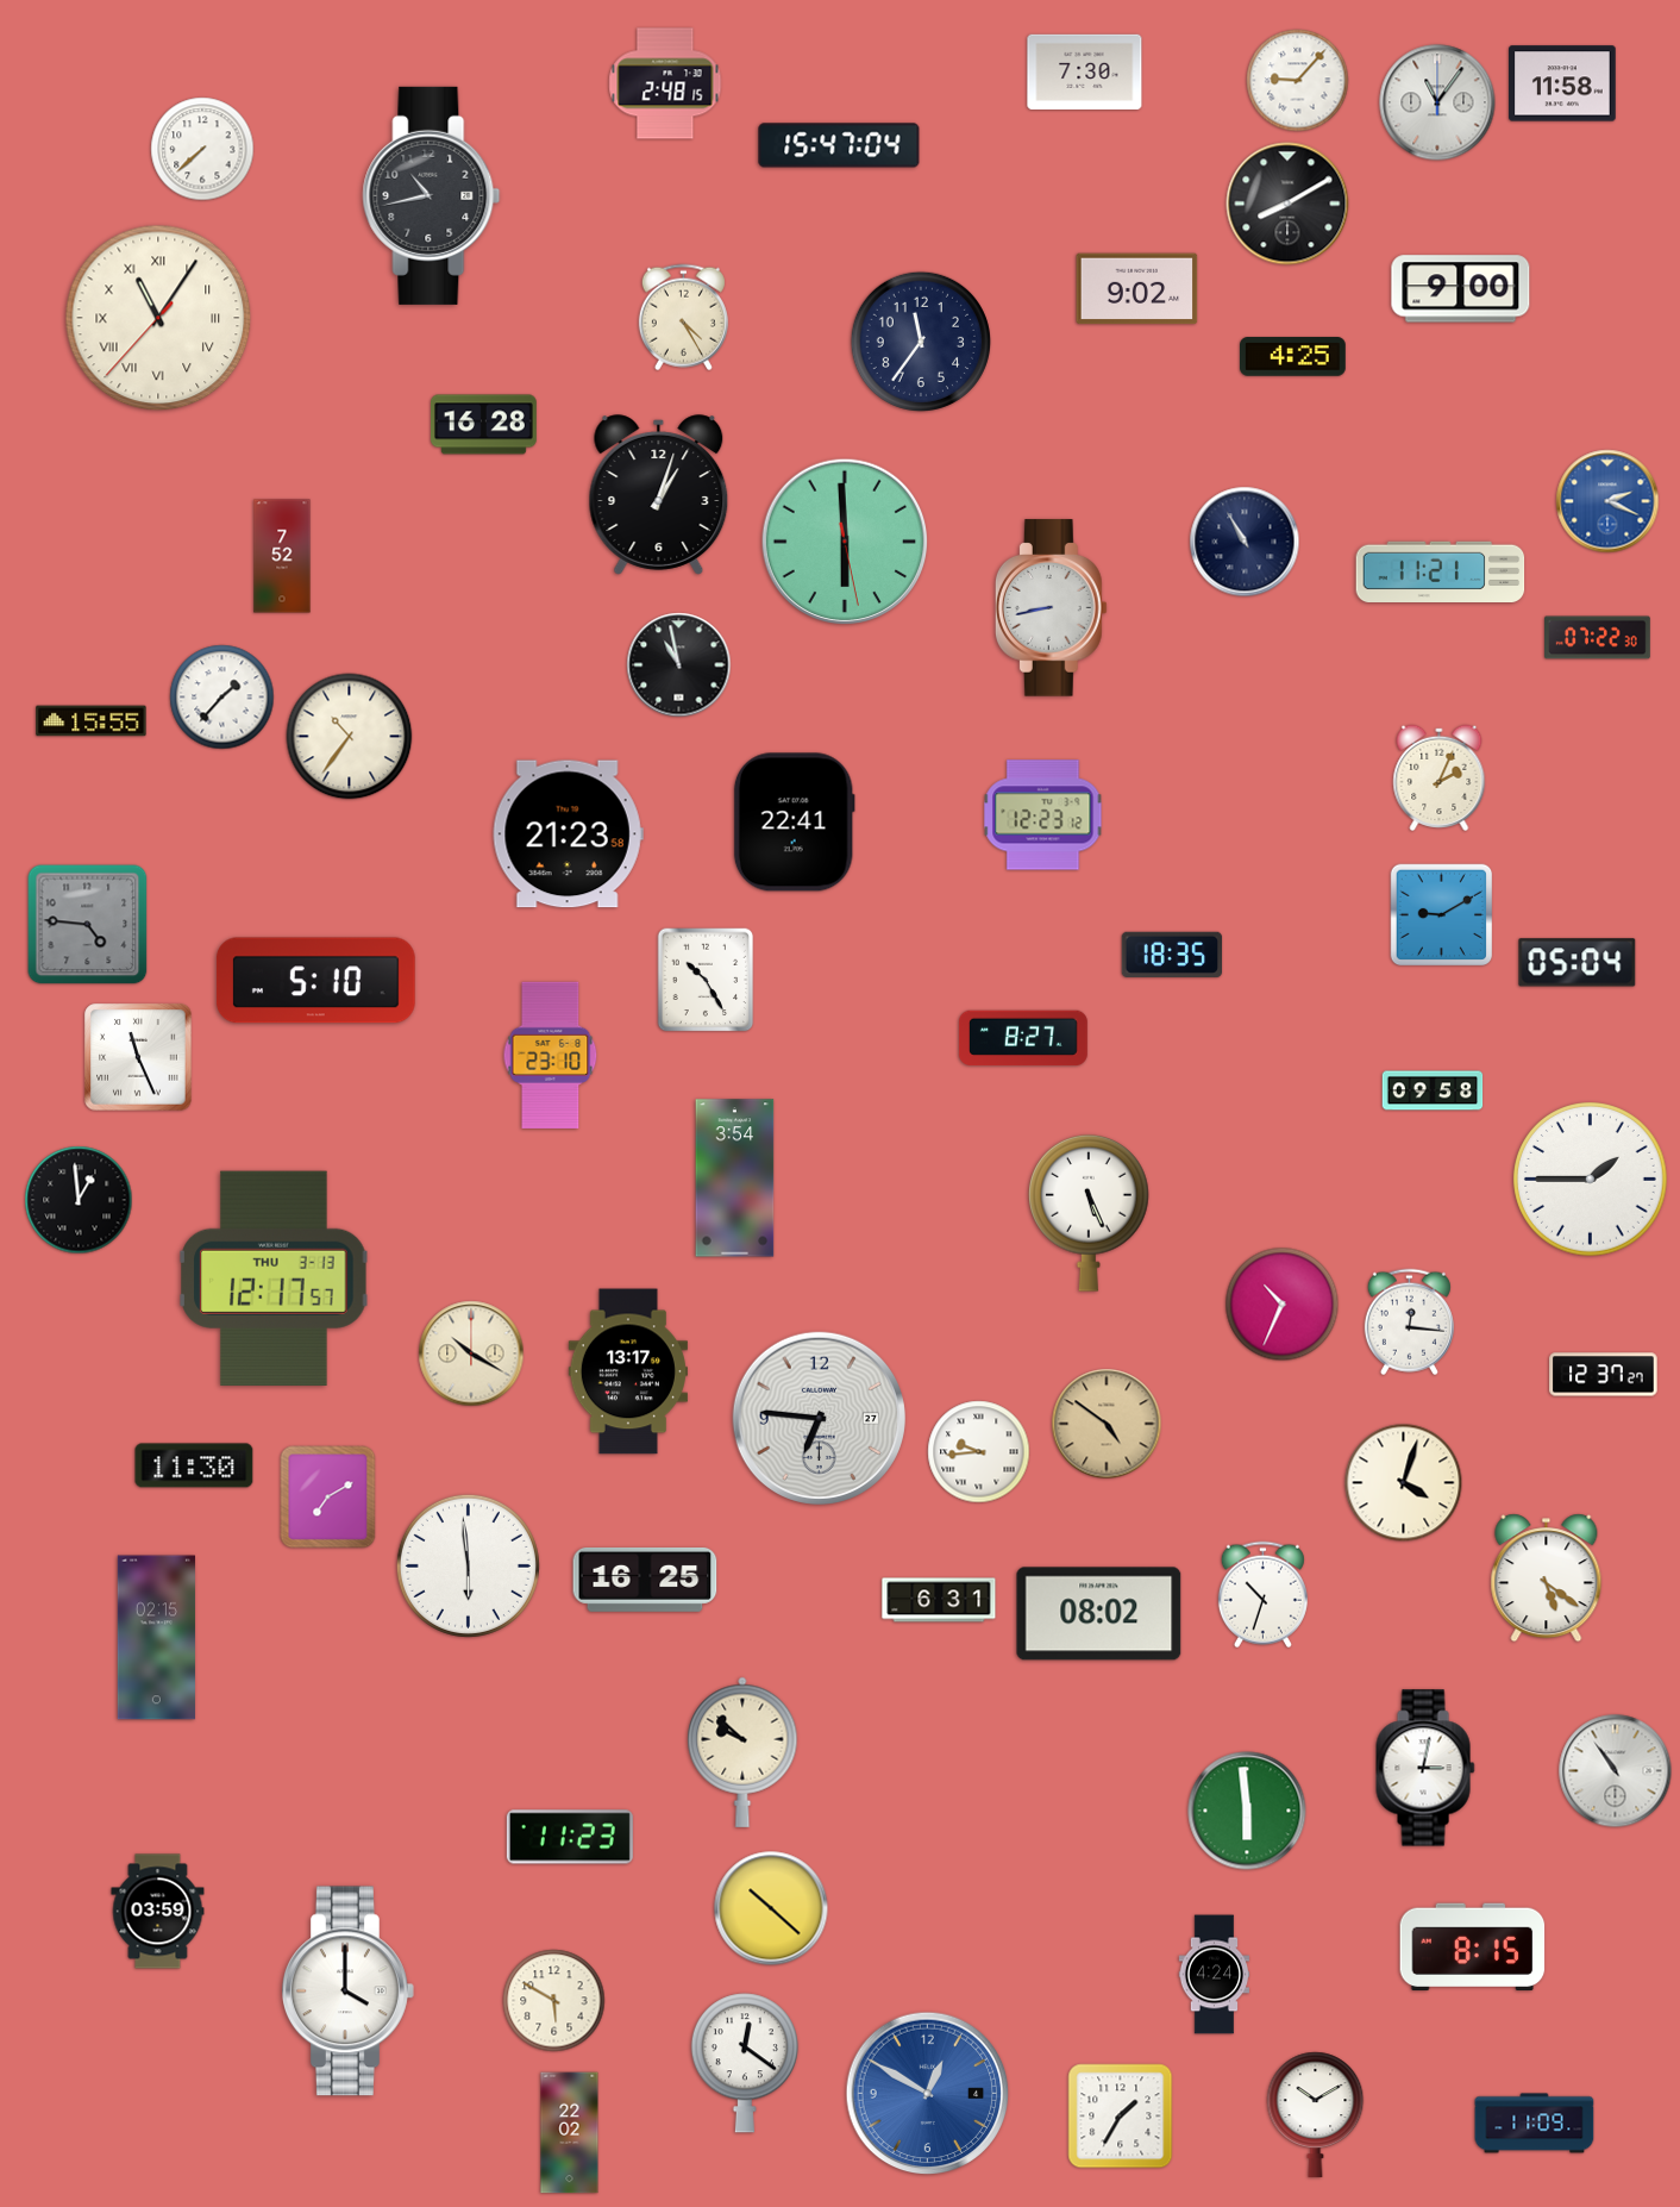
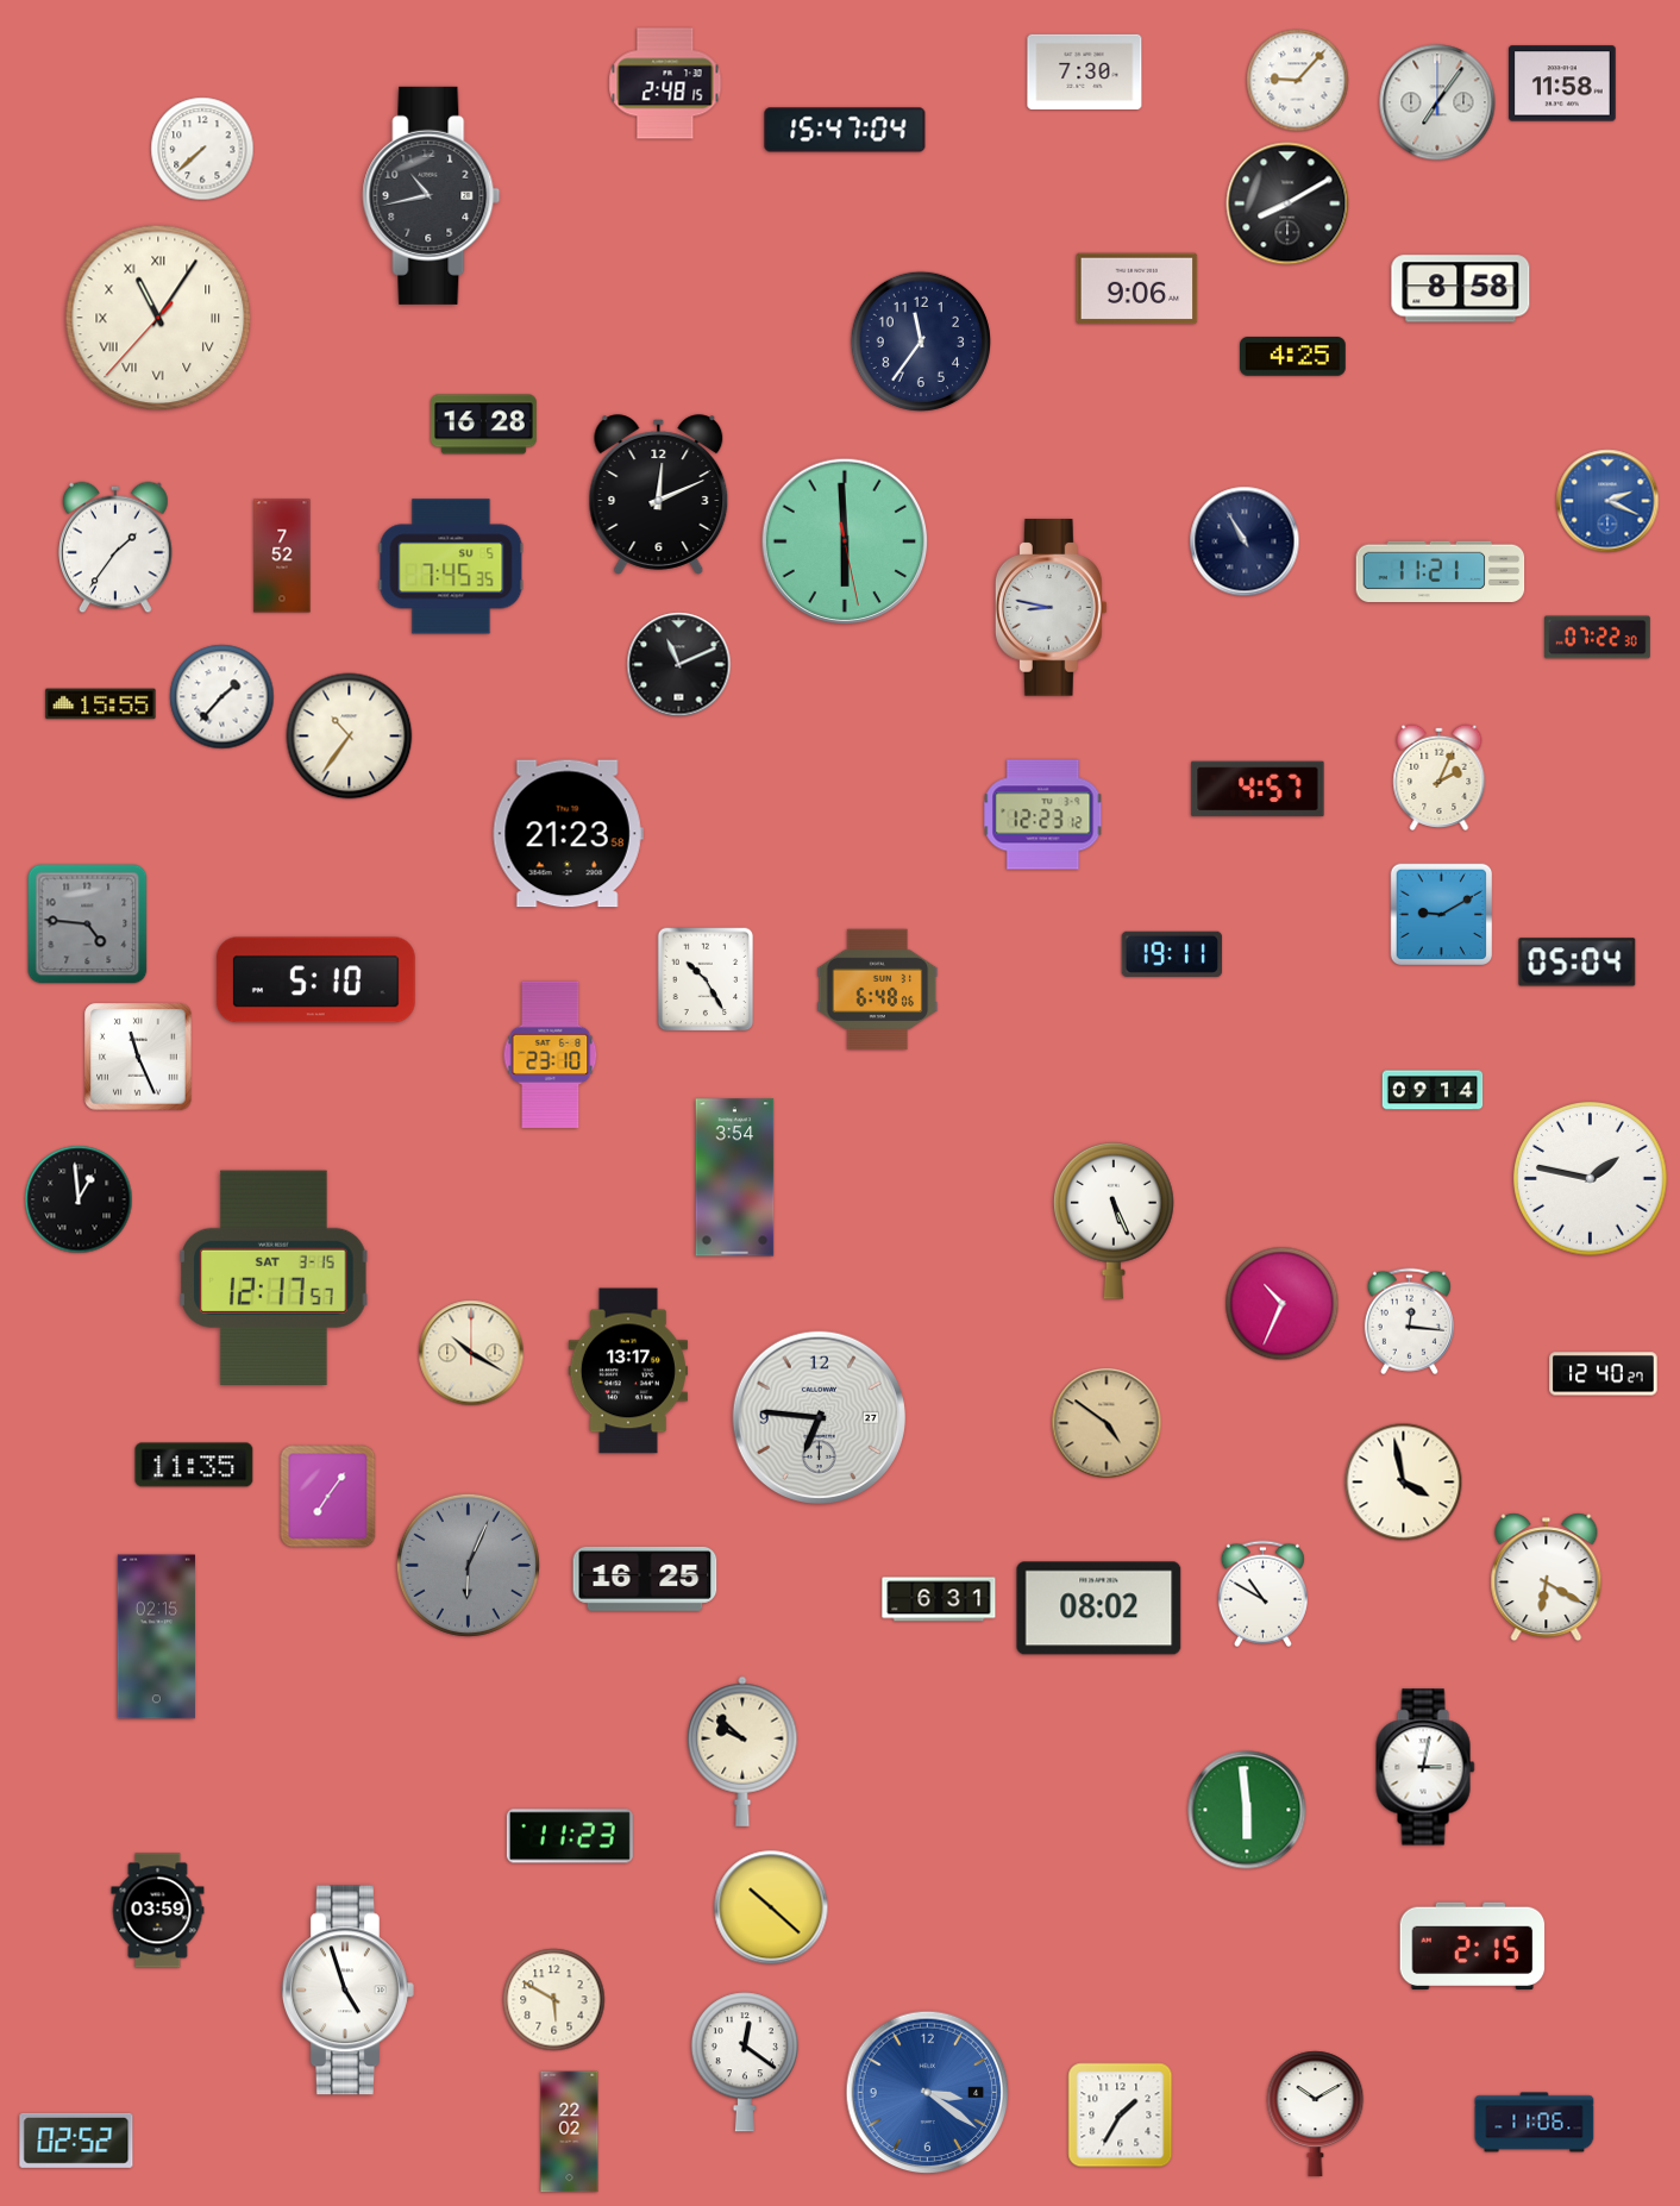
clock at (1437, 102): 11:06 -> 7:06
clock at (839, 145) position: (839, 145) -> (845, 130)
clock at (1137, 289): 9:02 -> 9:06
clock at (1461, 289): 9:00 -> 8:58
clock at (683, 318): 4:25 -> none
clock at (659, 495): 1:03 -> 12:11
clock at (117, 547): none -> 1:36
clock at (451, 566): none -> 7:45
clock at (1051, 608): 8:43 -> 8:47
clock at (679, 665): 10:58 -> 11:11
clock at (92, 721) position: (92, 721) -> (101, 704)
clock at (1258, 789): none -> 4:57
clock at (794, 823): 22:41 -> none
clock at (1172, 955): 18:35 -> 19:11
clock at (878, 990): none -> 6:48
clock at (1023, 1038): 8:27 -> none
clock at (1433, 1090): 09:58 -> 09:14
clock at (1591, 1180): 1:45 -> 1:47
clock at (1089, 1213) position: (1089, 1213) -> (1114, 1221)
clock at (274, 1278) date: THU 3-13 -> SAT 3-15
clock at (1604, 1375): 12:37 -> 12:40
clock at (979, 1452): 9:44 -> none
clock at (194, 1465): 11:30 -> 11:35
clock at (1404, 1483): 4:03 -> 3:58
clock at (328, 1498): 7:10 -> 7:06
clock at (468, 1565): 5:59 -> 6:04
clock at (468, 1565) dial: white -> grey
clock at (1547, 1578): 5:21 -> 6:20
clock at (1262, 1595): 10:33 -> 10:50
clock at (1099, 1614) position: (1099, 1614) -> (1099, 1609)
clock at (1616, 1771): 10:54 -> none
clock at (1473, 1947): 8:15 -> 2:15
clock at (1215, 1975): 4:24 -> none
clock at (349, 1992): 4:00 -> 4:57
clock at (928, 2094): 12:50 -> 3:21
clock at (1535, 2124): 11:09 -> 11:06
clock at (76, 2141): none -> 02:52
